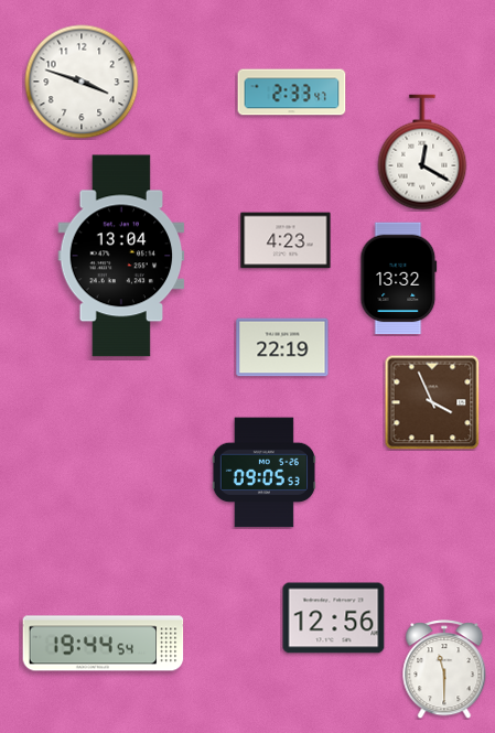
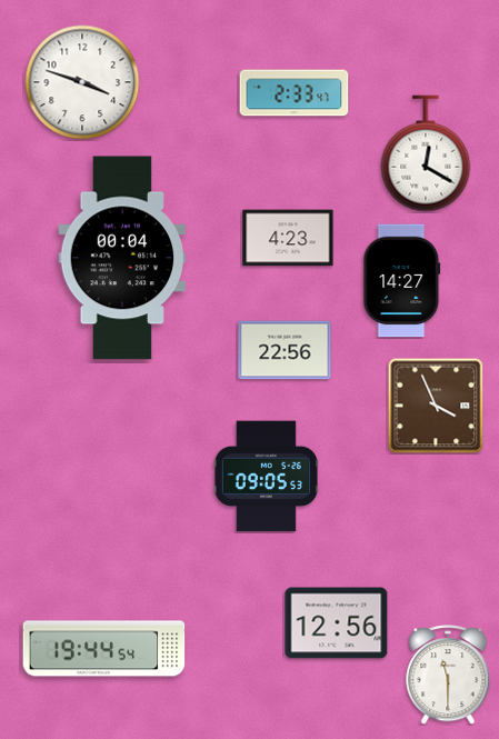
clock at (286, 240) position: (286, 240) -> (288, 238)
clock at (121, 256): 13:04 -> 00:04
clock at (399, 279): 13:32 -> 14:27
clock at (282, 347): 22:19 -> 22:56
